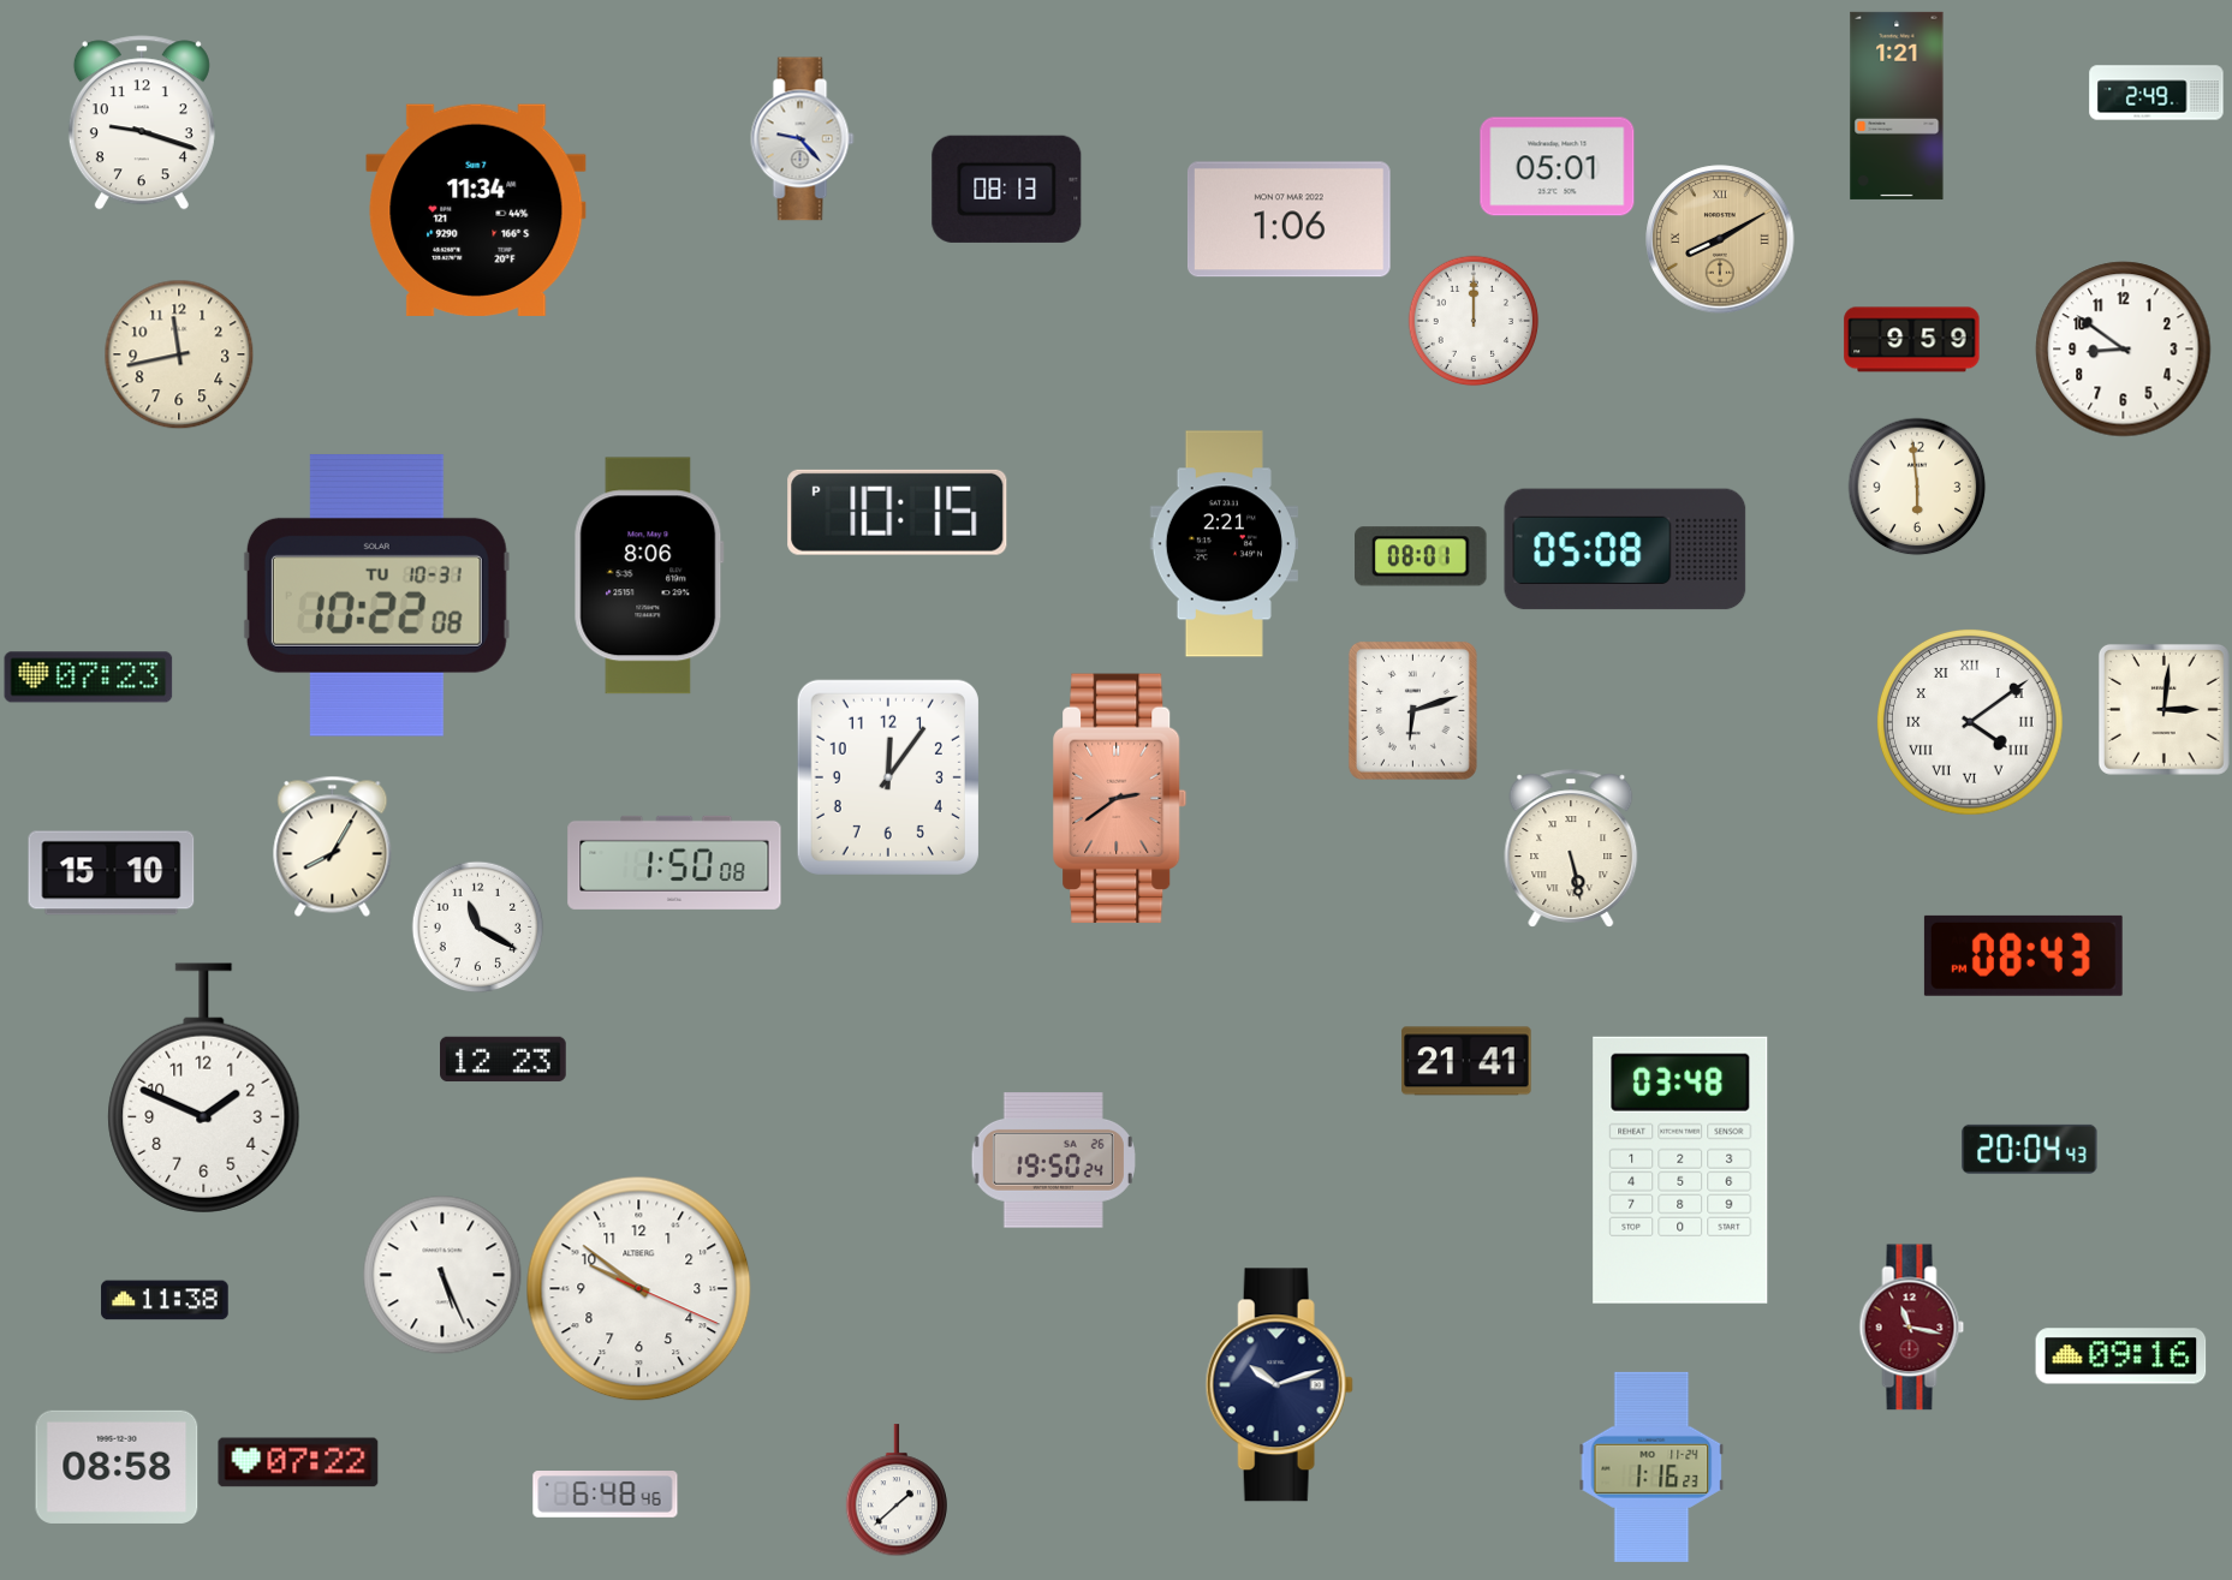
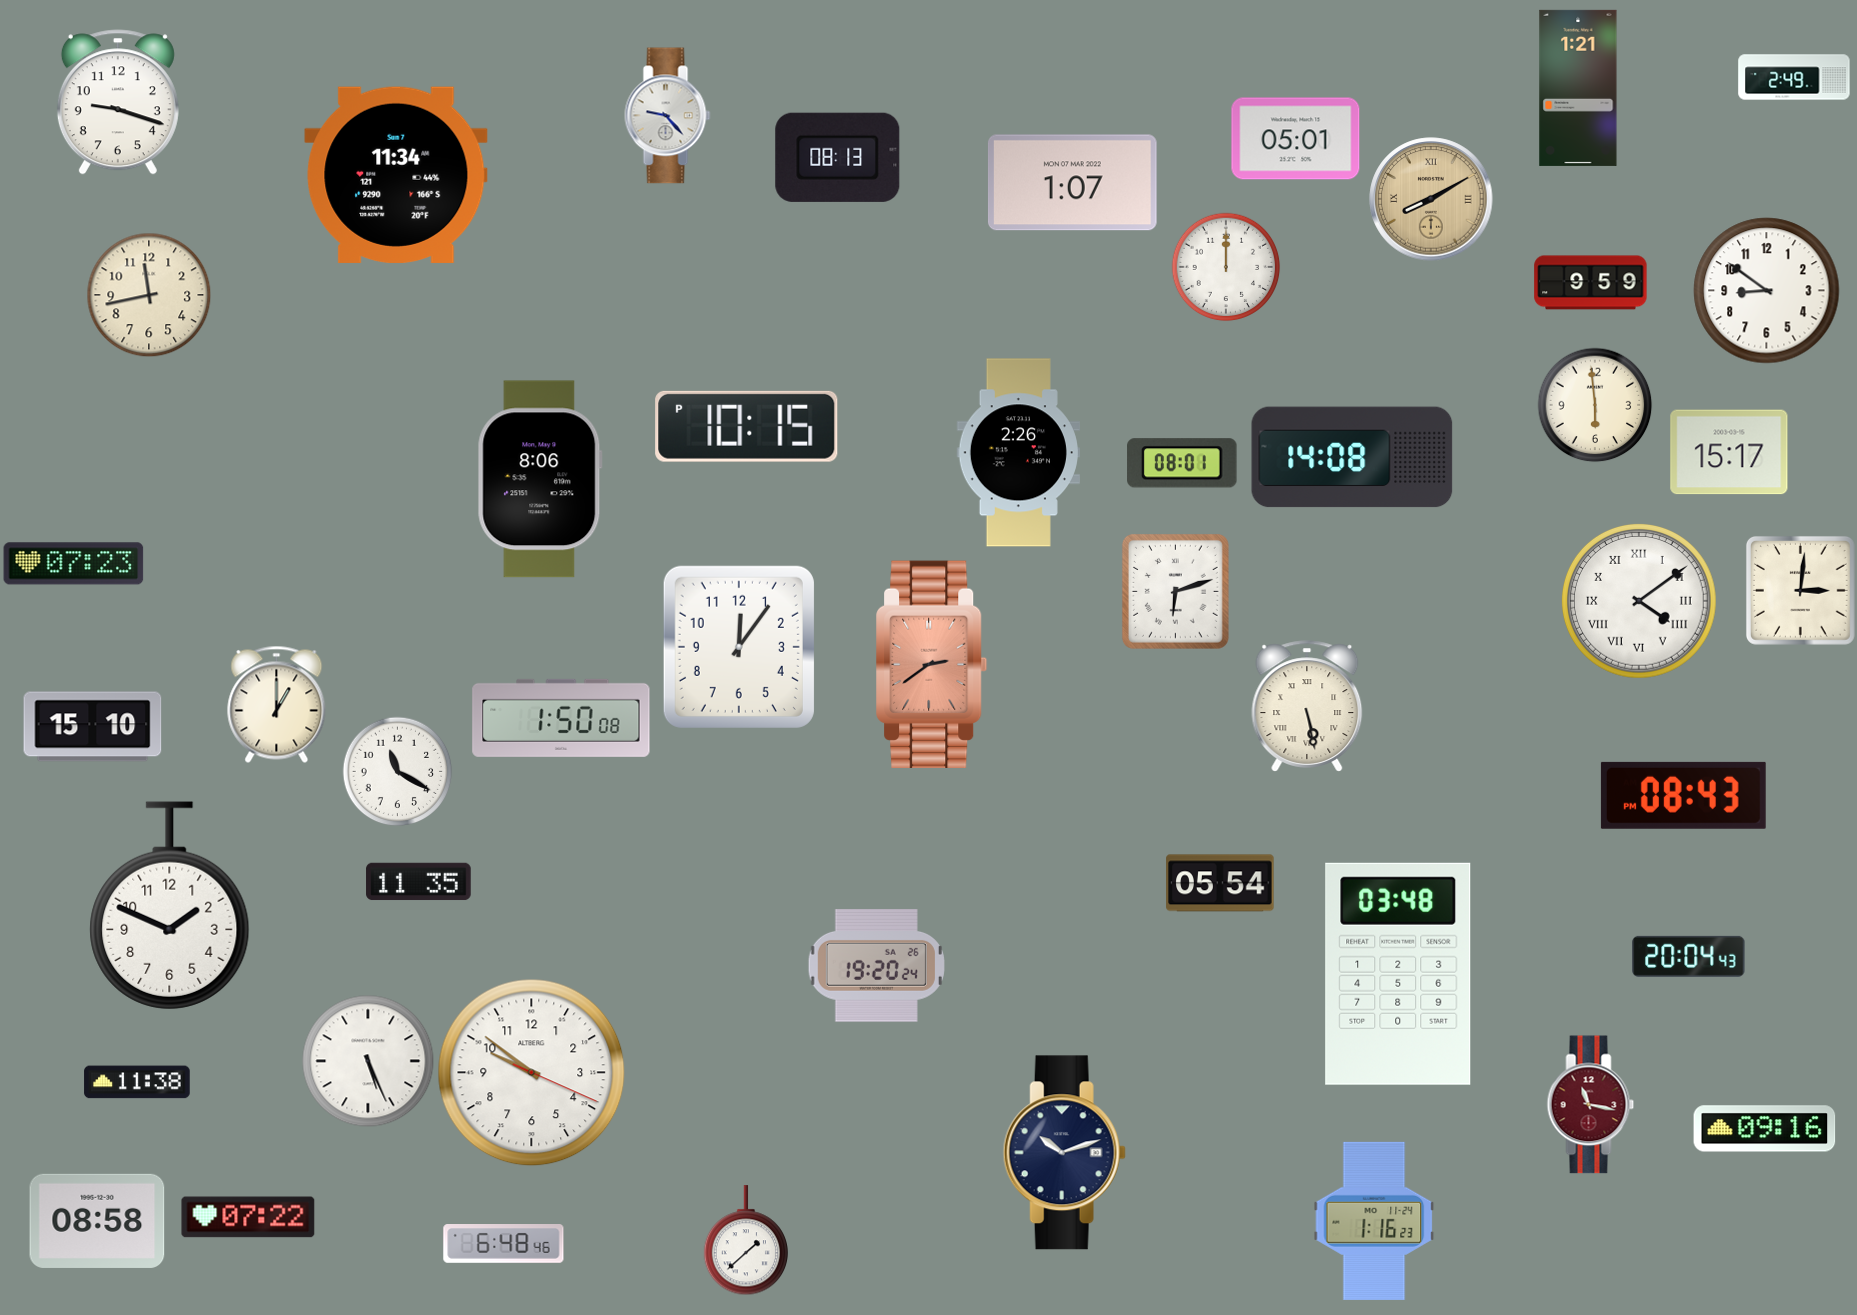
clock at (1290, 220): 1:06 -> 1:07
clock at (1729, 452): none -> 15:17
clock at (1224, 544): 2:21 -> 2:26
clock at (1625, 549): 05:08 -> 14:08
clock at (376, 595): 10:22 -> none
clock at (333, 846): 8:05 -> 1:00
clock at (504, 1060): 12:23 -> 11:35
clock at (1466, 1061): 21:41 -> 05:54
clock at (1053, 1161): 19:50 -> 19:20
